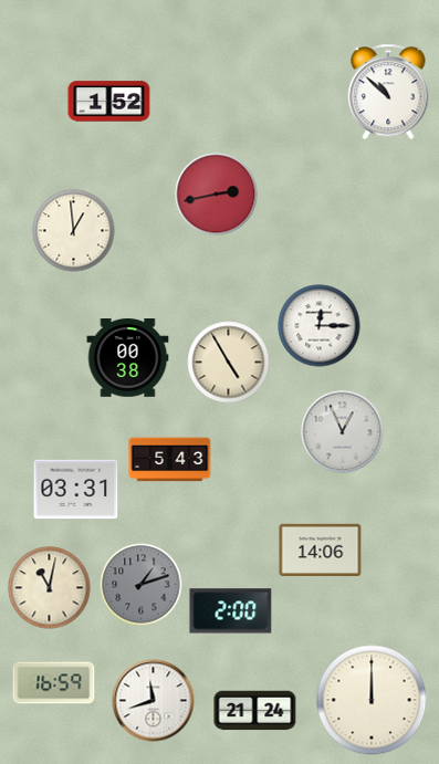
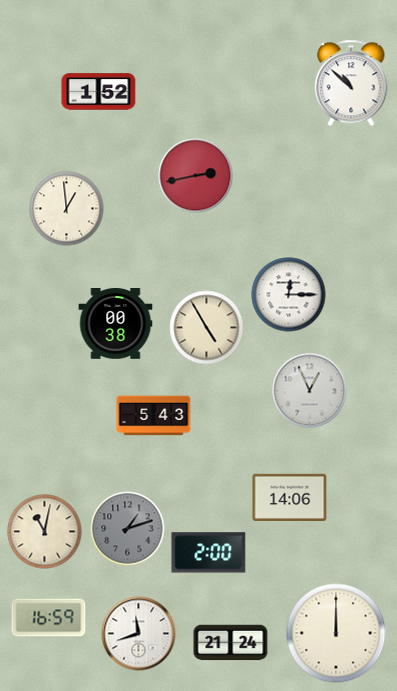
clock at (76, 490): 03:31 -> none
